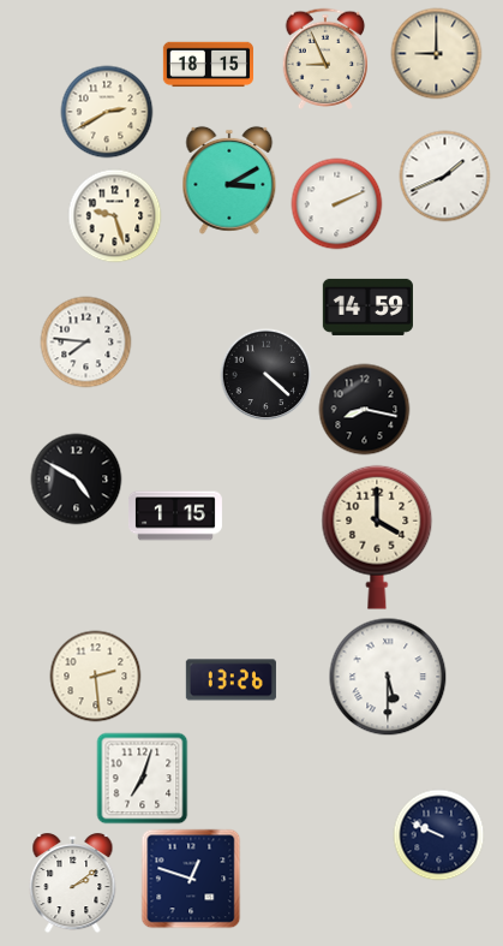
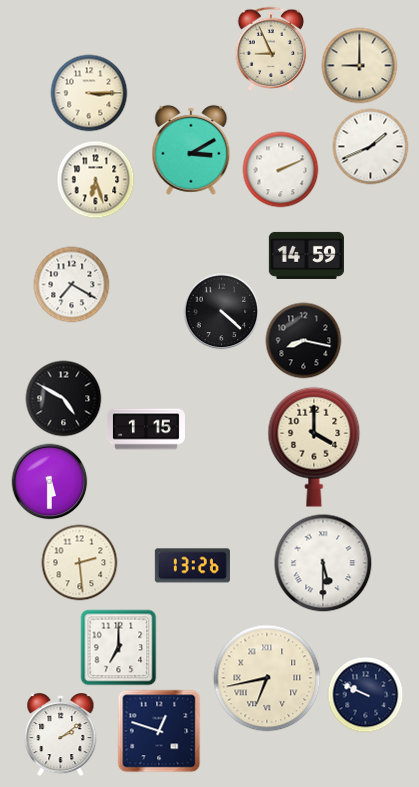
clock at (437, 54) position: (437, 54) -> (360, 66)
clock at (208, 65): 18:15 -> none
clock at (107, 112): 2:40 -> 3:15
clock at (115, 216): 9:27 -> 6:27
clock at (86, 343): 7:46 -> 7:20
clock at (50, 482): none -> 5:30
clock at (143, 779): 7:03 -> 7:00
clock at (267, 678): none -> 6:43
